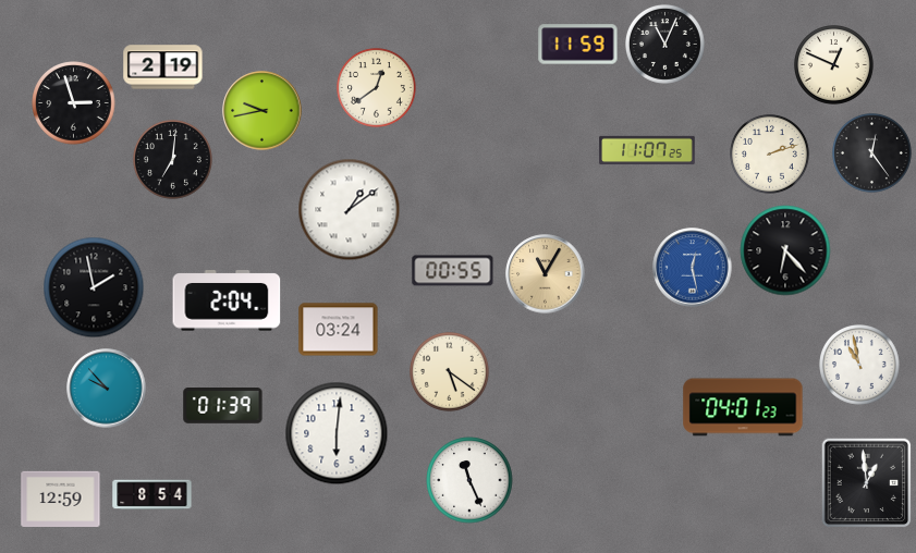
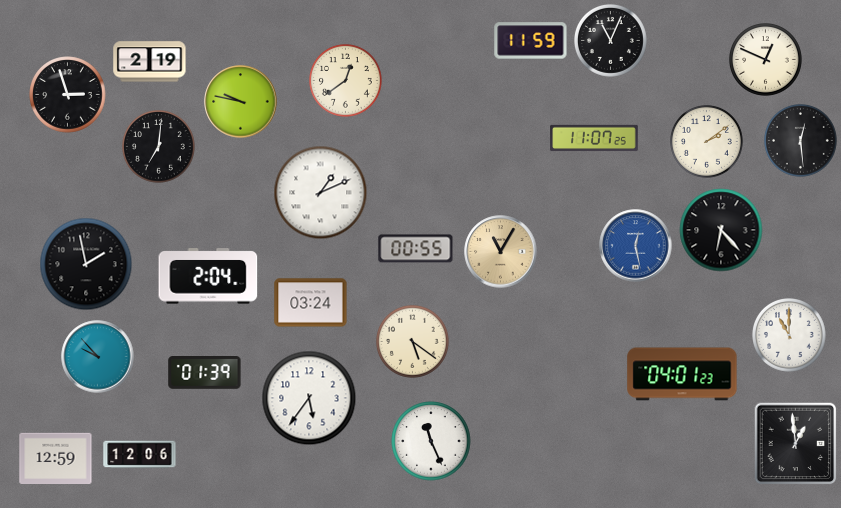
clock at (262, 111): 9:43 -> 9:47
clock at (872, 153): 12:24 -> 12:29
clock at (770, 155): 2:12 -> 2:09
clock at (350, 210): 1:09 -> 1:11
clock at (860, 366): 10:58 -> 11:00
clock at (337, 433): 6:01 -> 5:36
clock at (152, 495): 8:54 -> 12:06
